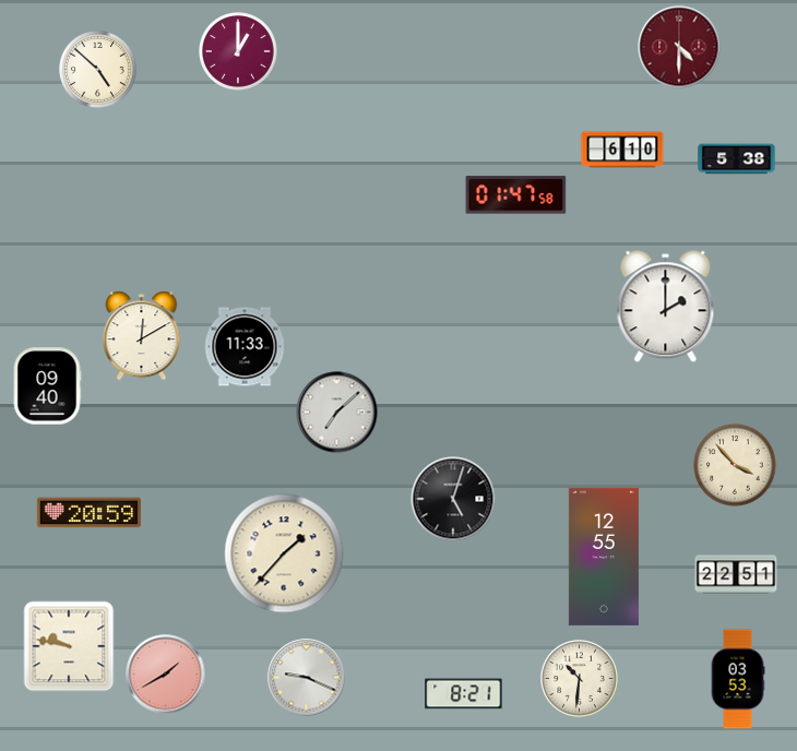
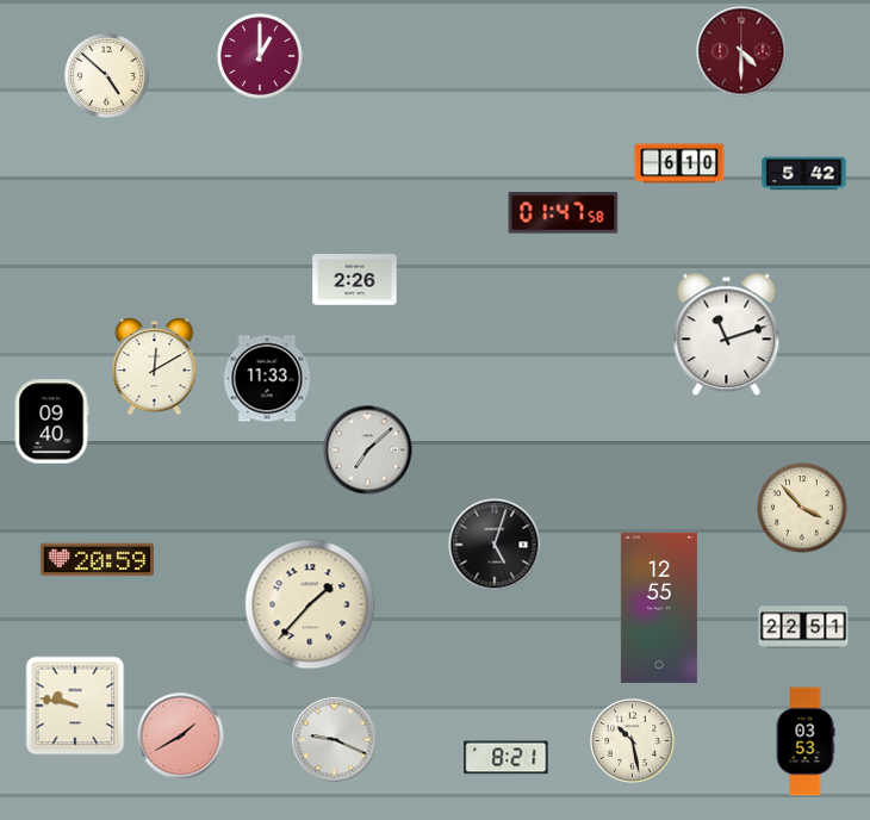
clock at (737, 159): 5:38 -> 5:42
clock at (355, 280): none -> 2:26
clock at (666, 307): 2:00 -> 11:12
clock at (580, 679): 10:31 -> 10:28
